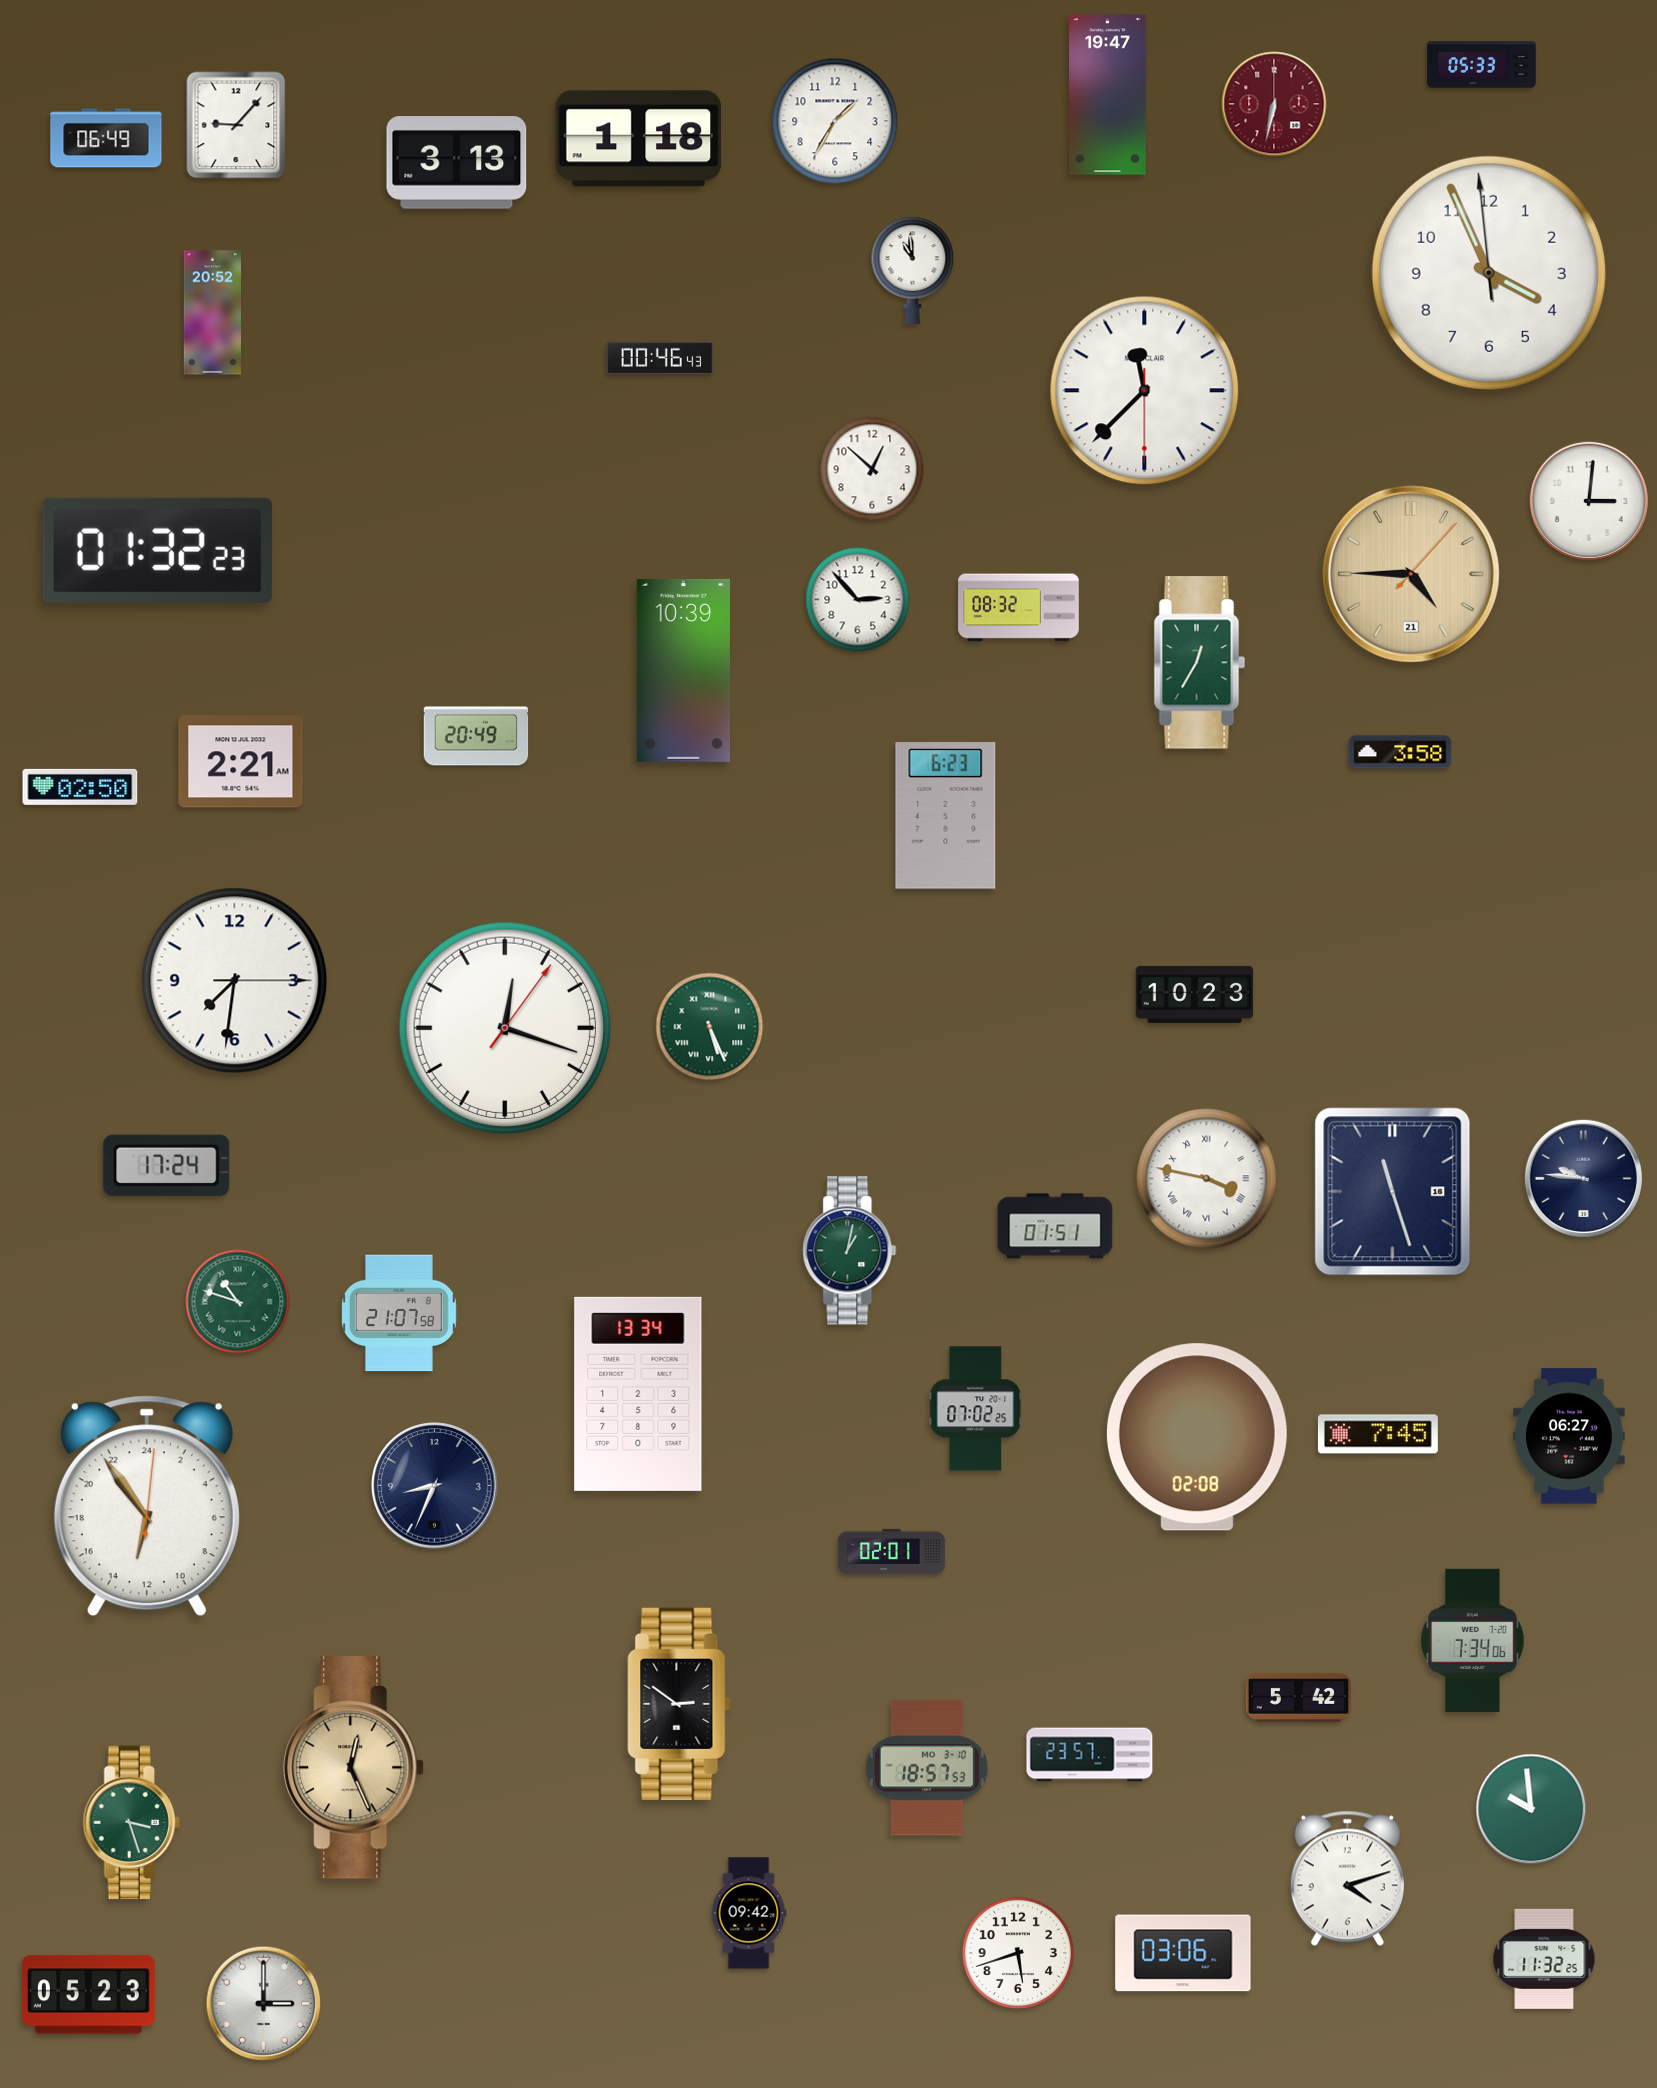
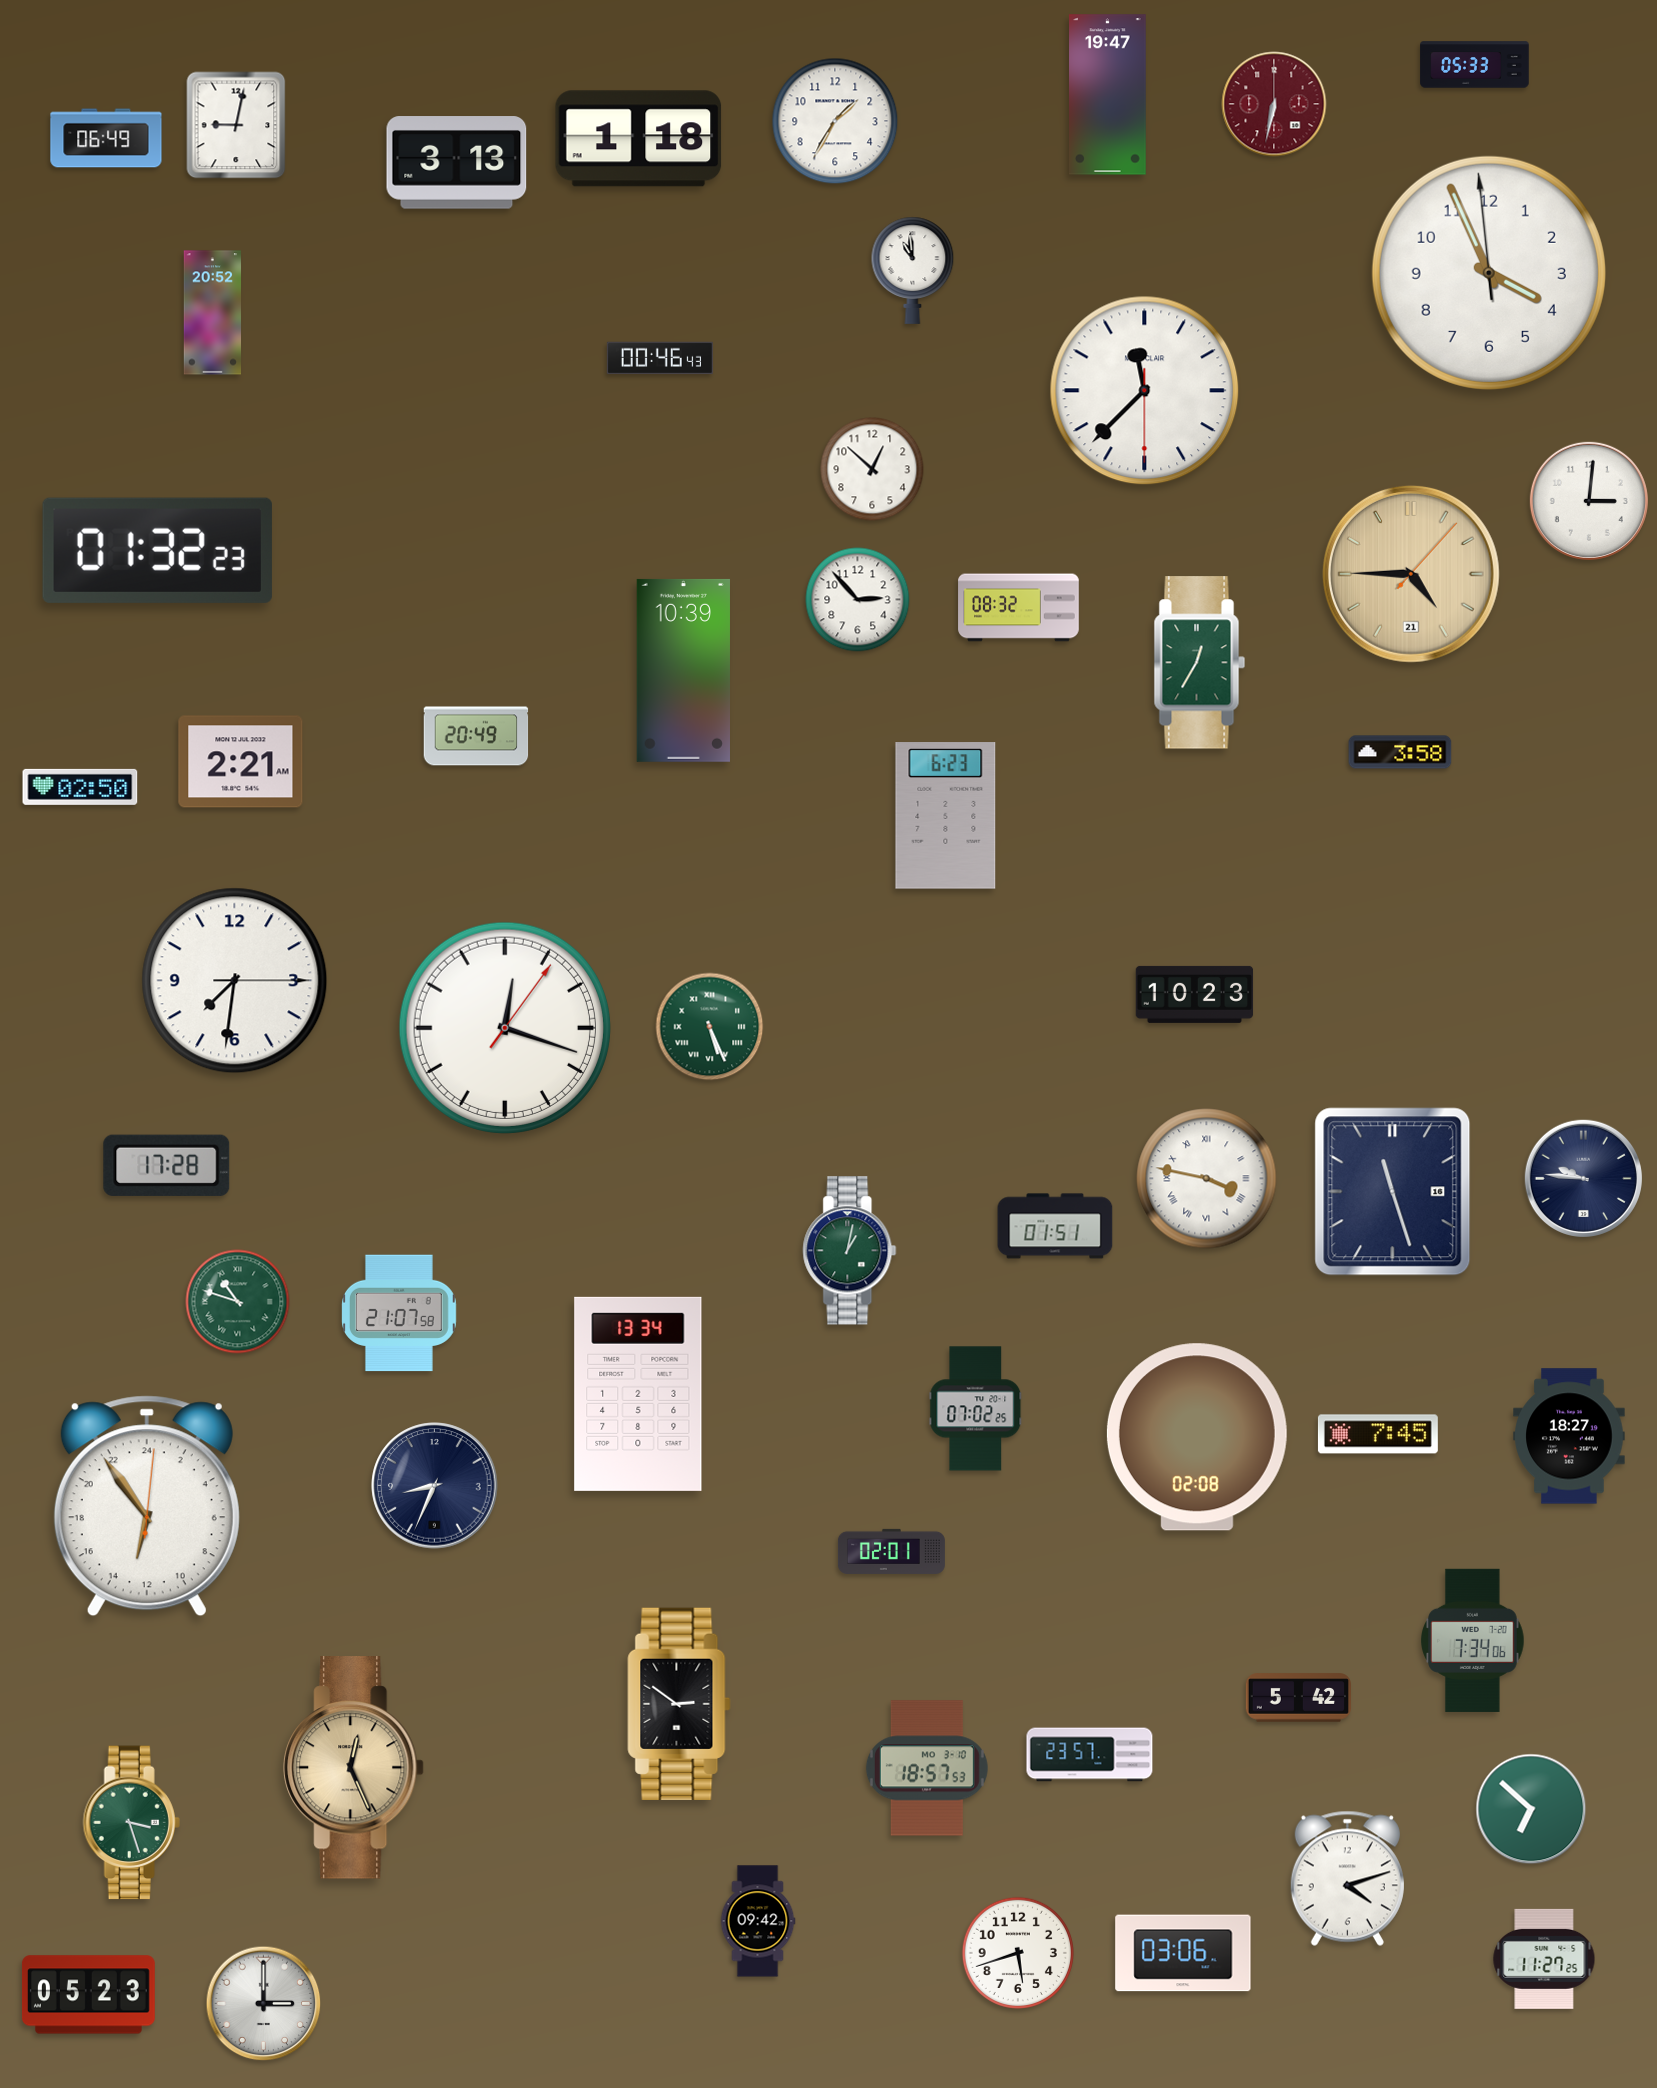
clock at (1482, 65) position: (1482, 65) -> (1475, 65)
clock at (236, 125): 9:07 -> 9:02
clock at (167, 1165): 17:24 -> 17:28
clock at (1569, 1436): 06:27 -> 18:27
clock at (1531, 1809): 9:59 -> 6:52
clock at (749, 1913) position: (749, 1913) -> (758, 1921)
clock at (1544, 1959): 11:32 -> 11:27
